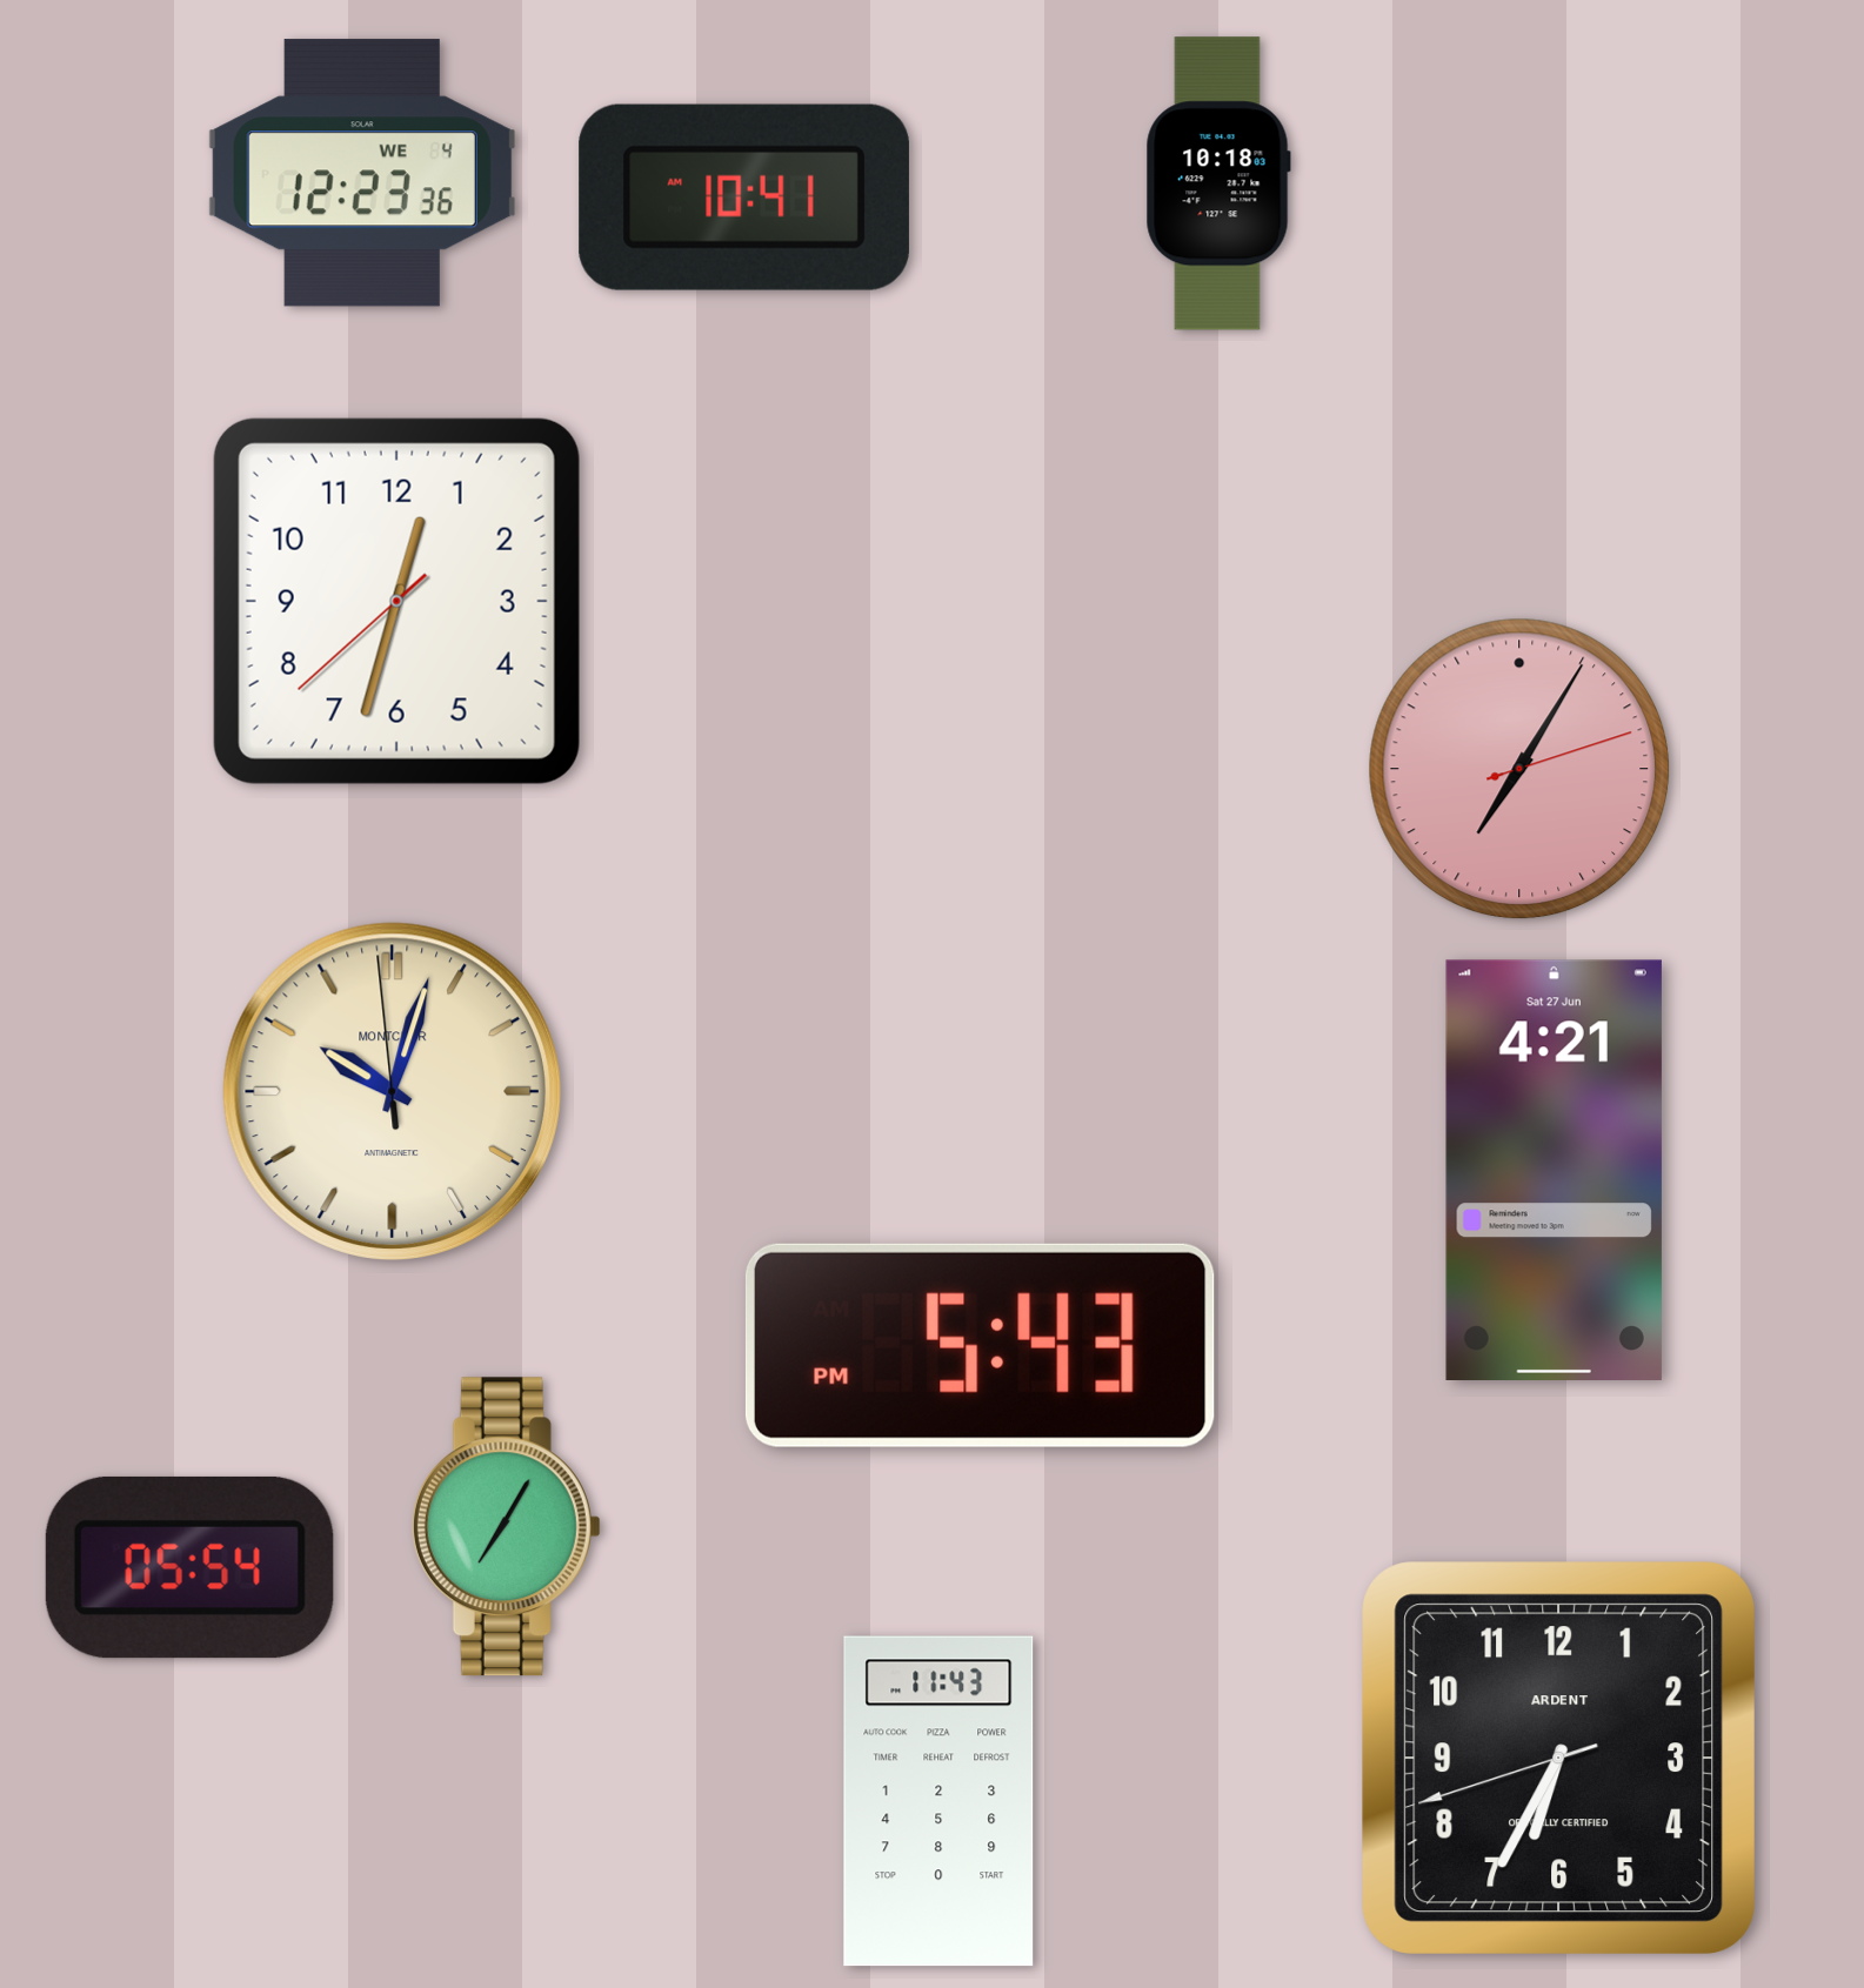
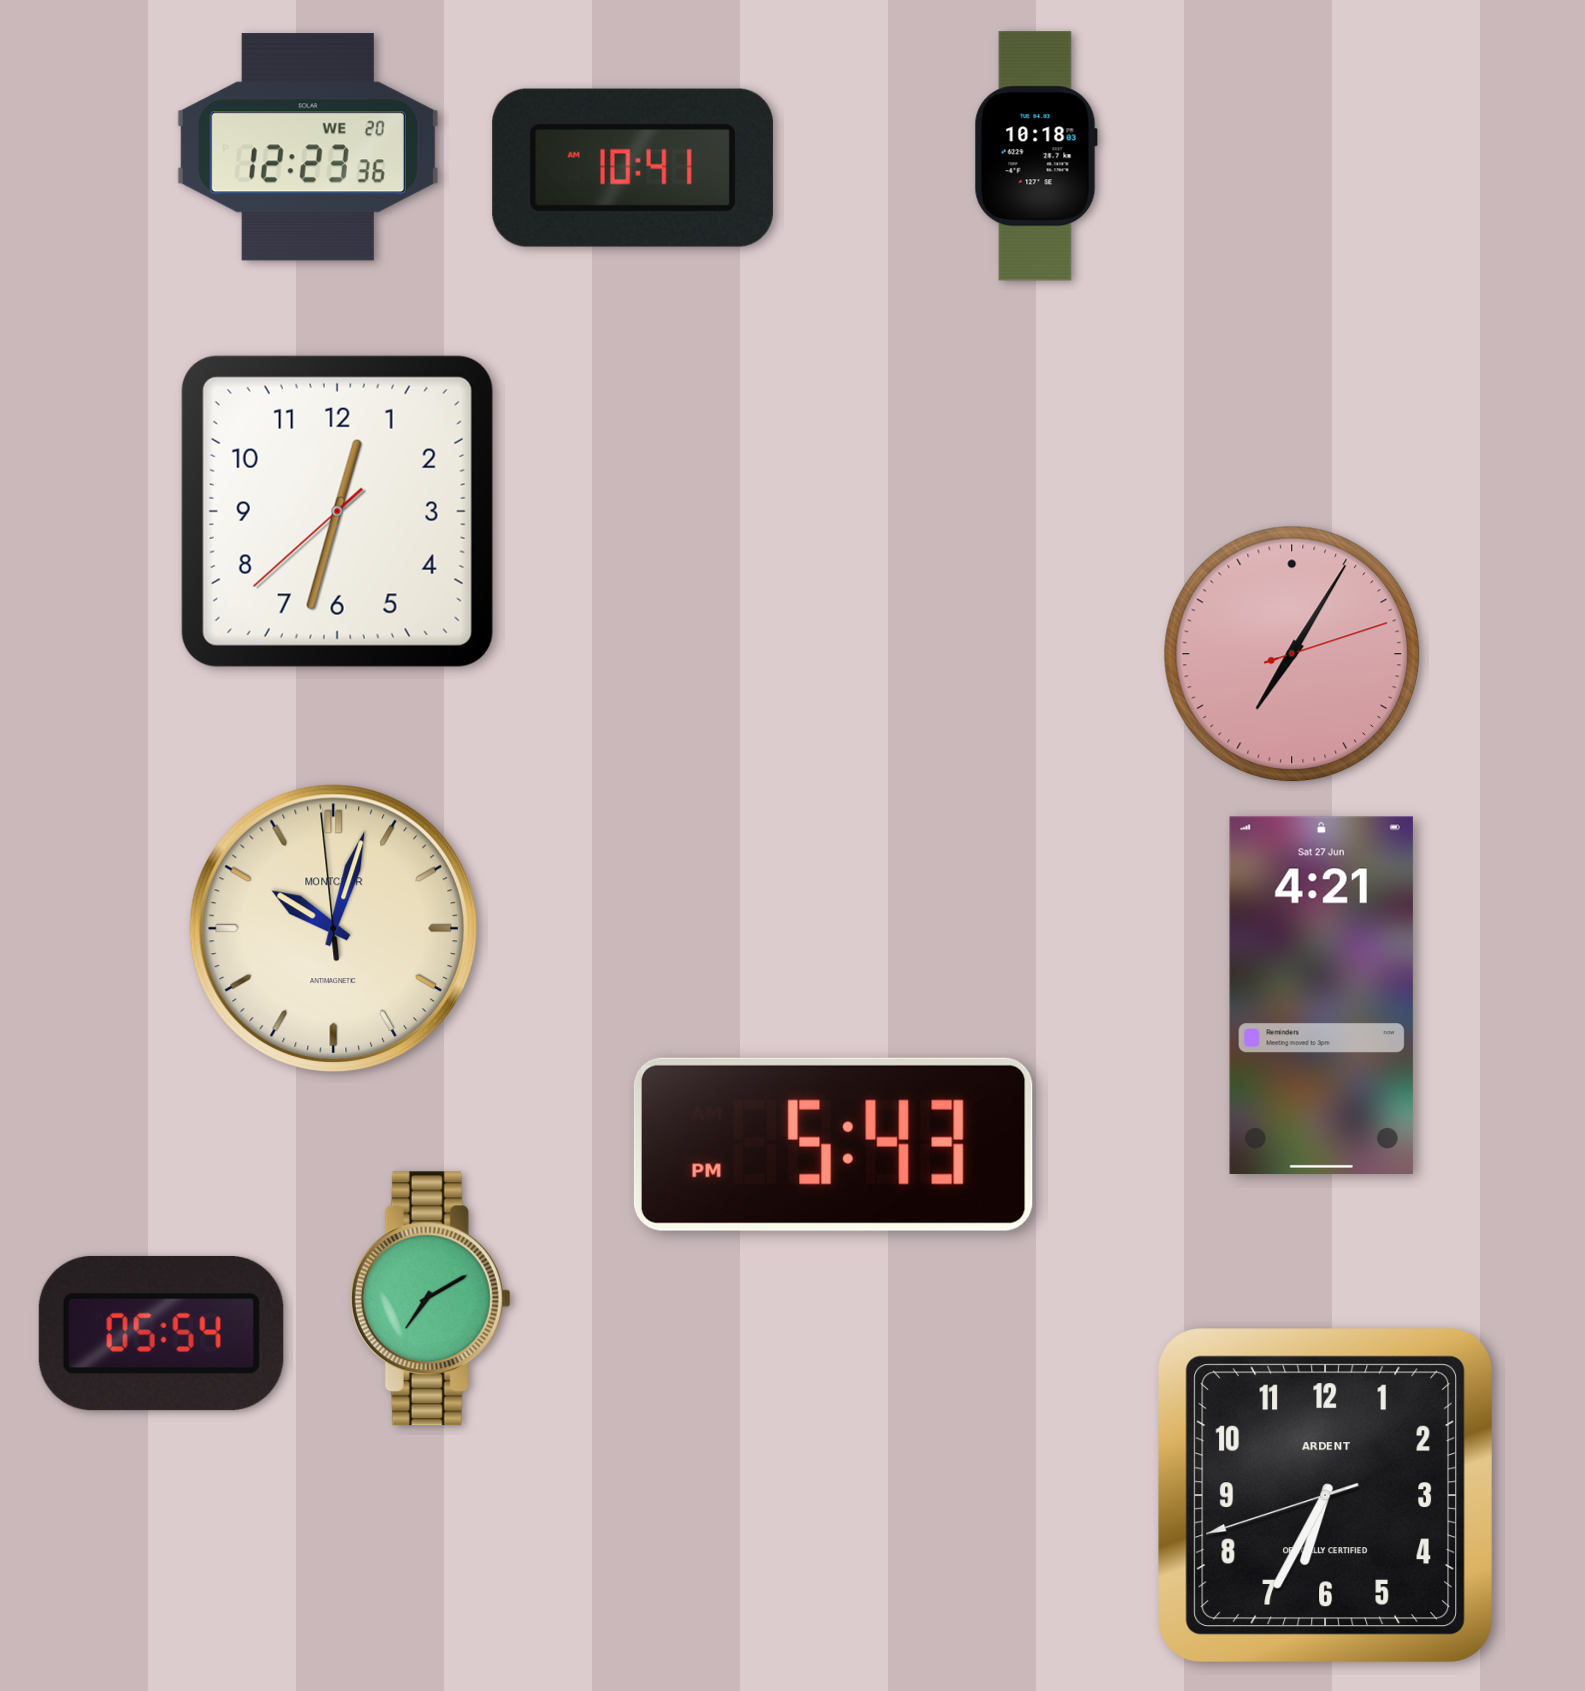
clock at (362, 173) date: WE 4 -> WE 20
clock at (506, 1527): 7:05 -> 7:10
clock at (938, 1801): 11:43 -> none
